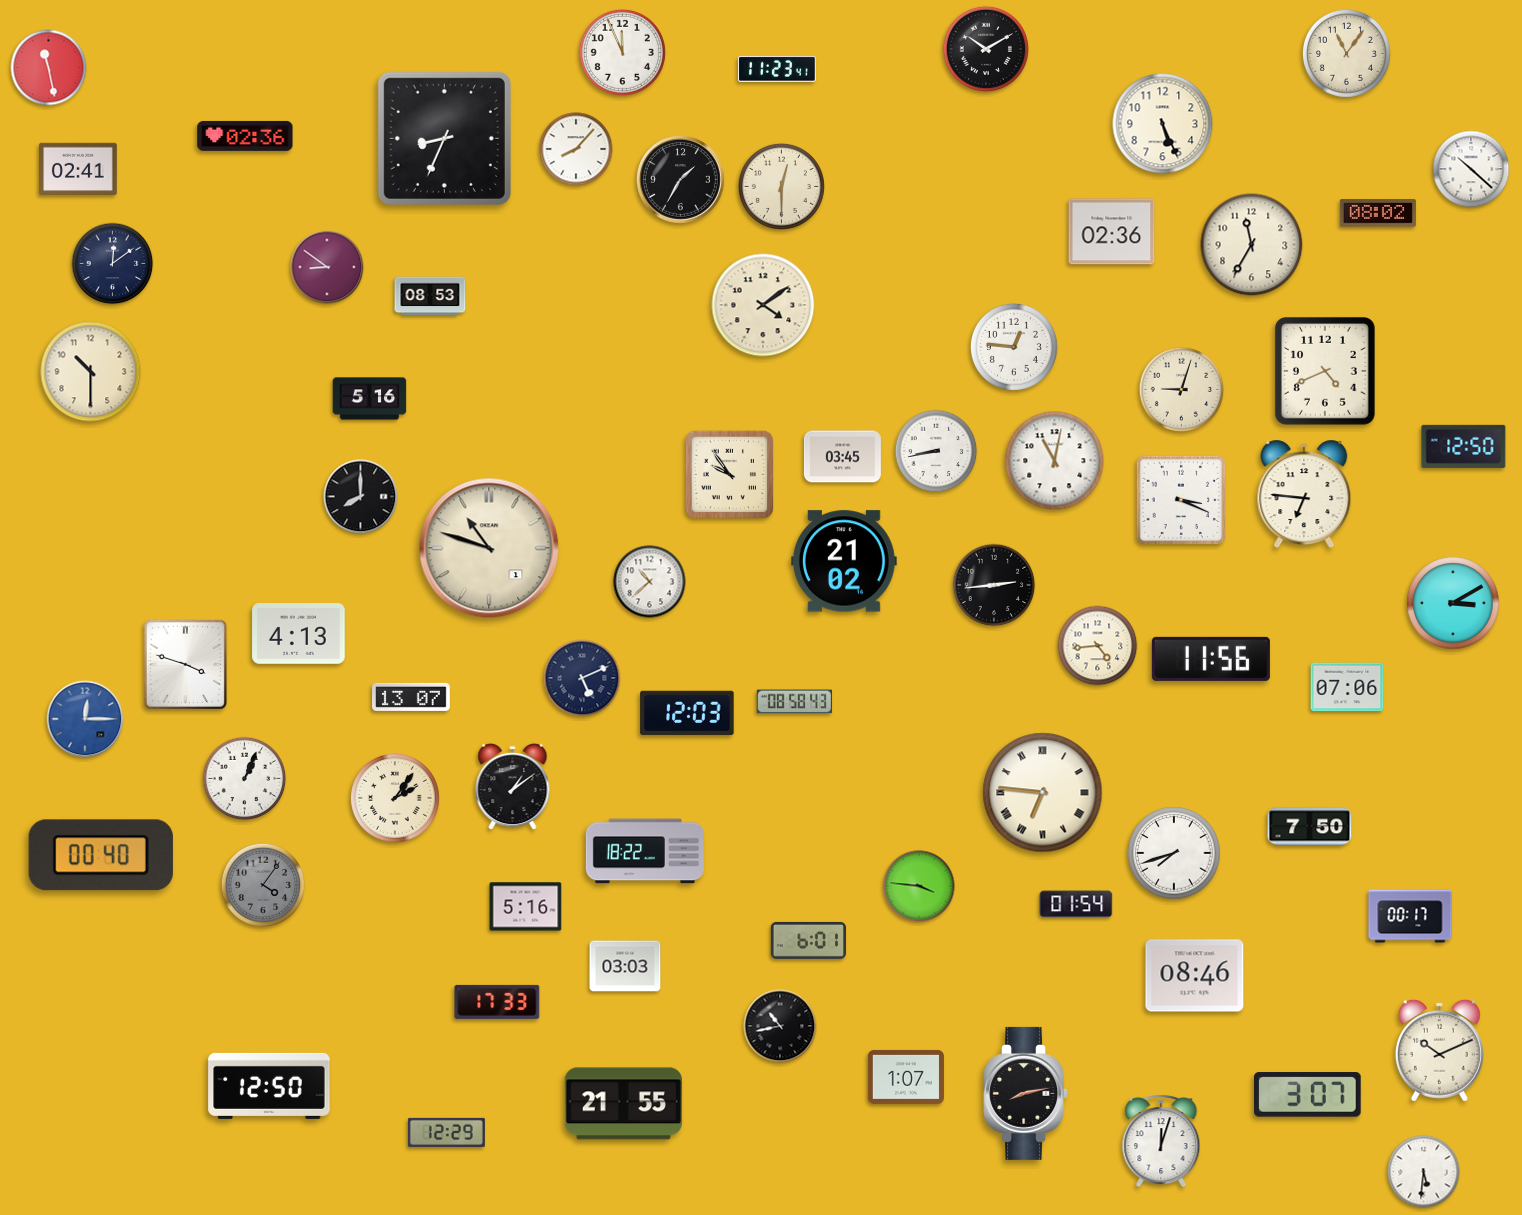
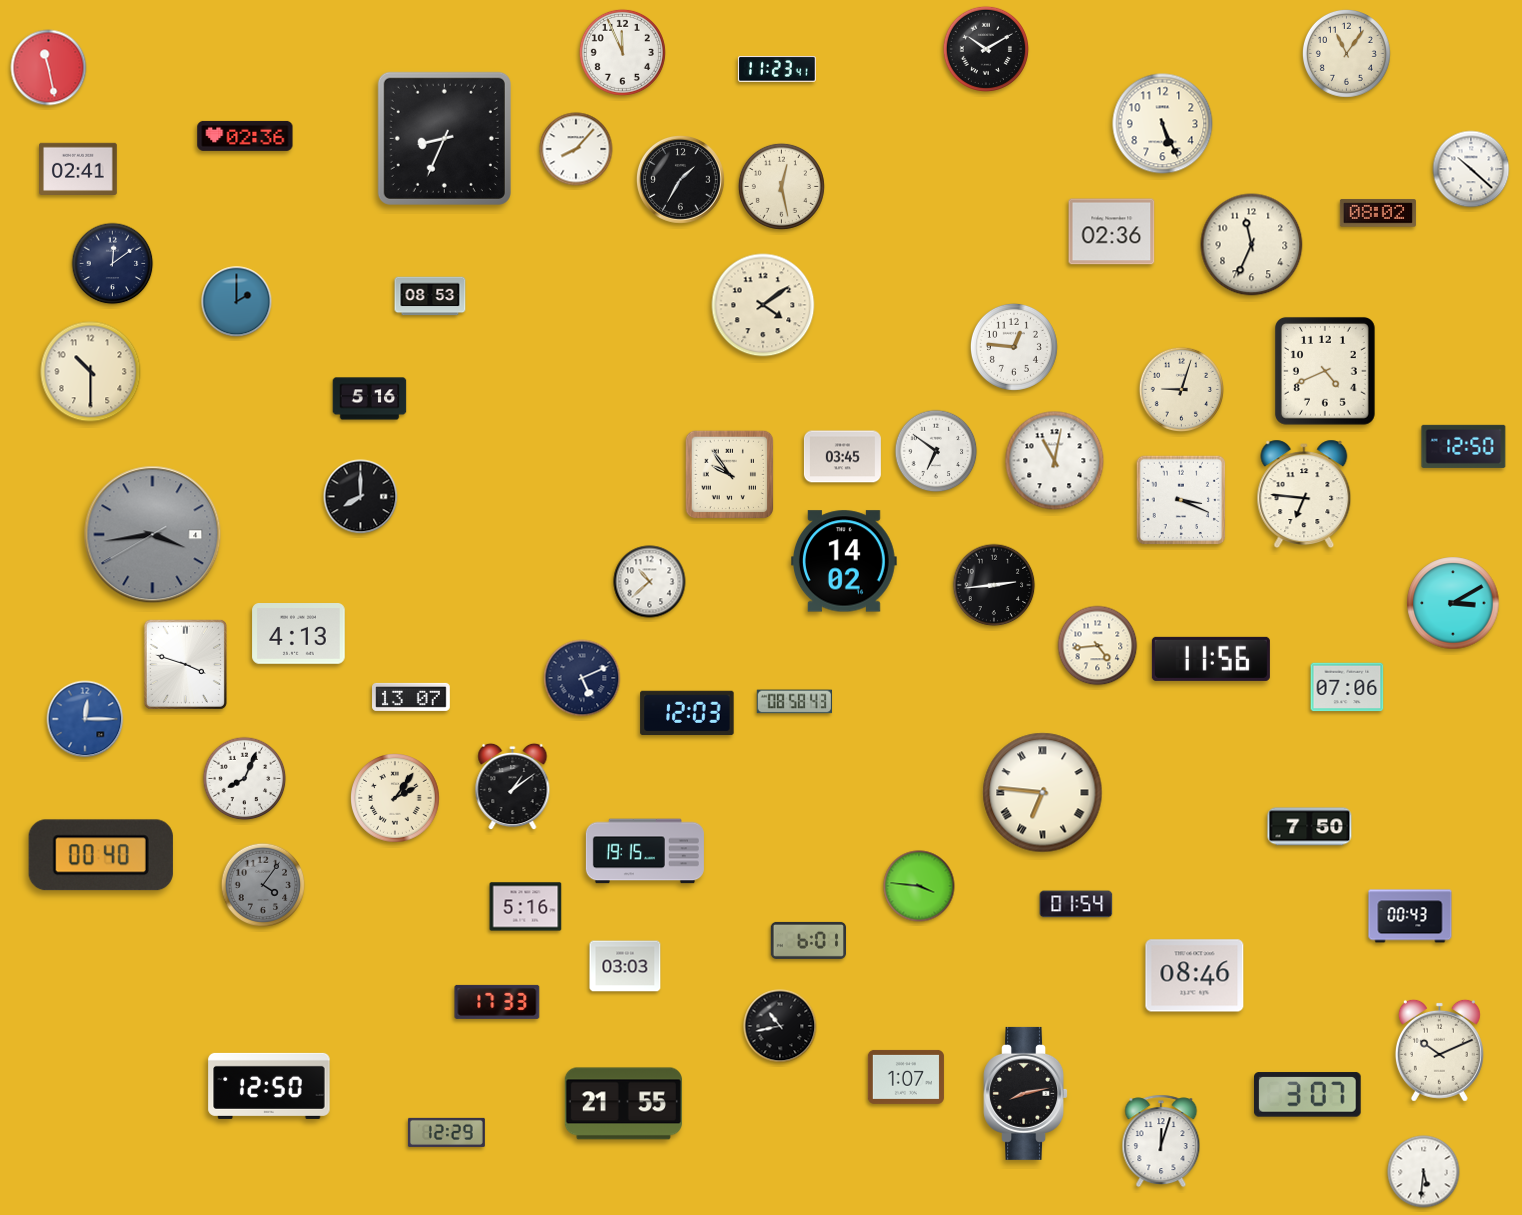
clock at (781, 186): 12:30 -> 12:28
clock at (1252, 245): 11:35 -> 11:34
clock at (327, 267): 8:51 -> none
clock at (237, 302): none -> 2:00
clock at (936, 451): 8:43 -> 6:51
clock at (153, 535): none -> 3:43
clock at (489, 548): 10:48 -> none
clock at (844, 561): 21:02 -> 14:02
clock at (245, 779): 1:04 -> 8:04
clock at (645, 851): 18:22 -> 19:15
clock at (1174, 853): 7:42 -> none
clock at (1410, 916): 00:17 -> 00:43
